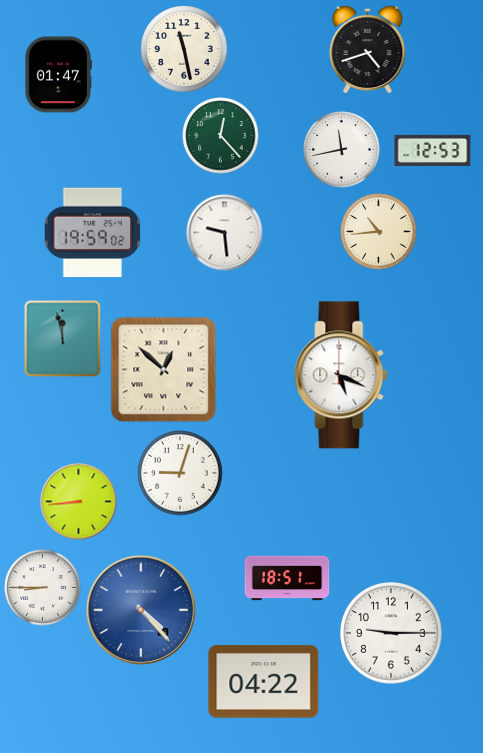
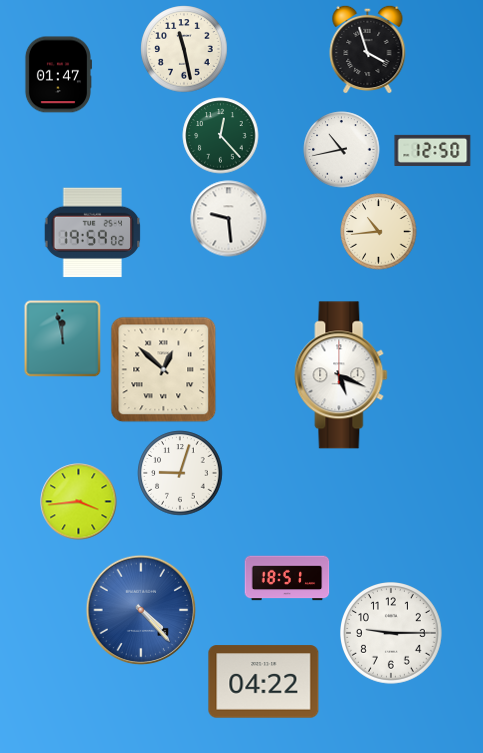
clock at (368, 49): 4:42 -> 3:57
clock at (342, 150): 11:43 -> 10:43
clock at (433, 150): 12:53 -> 12:50
clock at (225, 233) position: (225, 233) -> (229, 219)
clock at (79, 502): 8:44 -> 3:44
clock at (43, 588): 8:45 -> none
